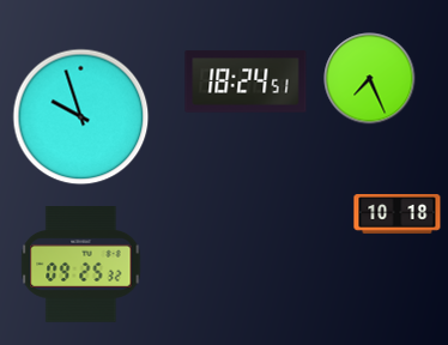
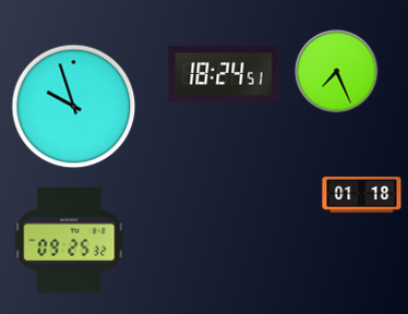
clock at (398, 214): 10:18 -> 01:18
clock at (81, 265) position: (81, 265) -> (70, 241)
